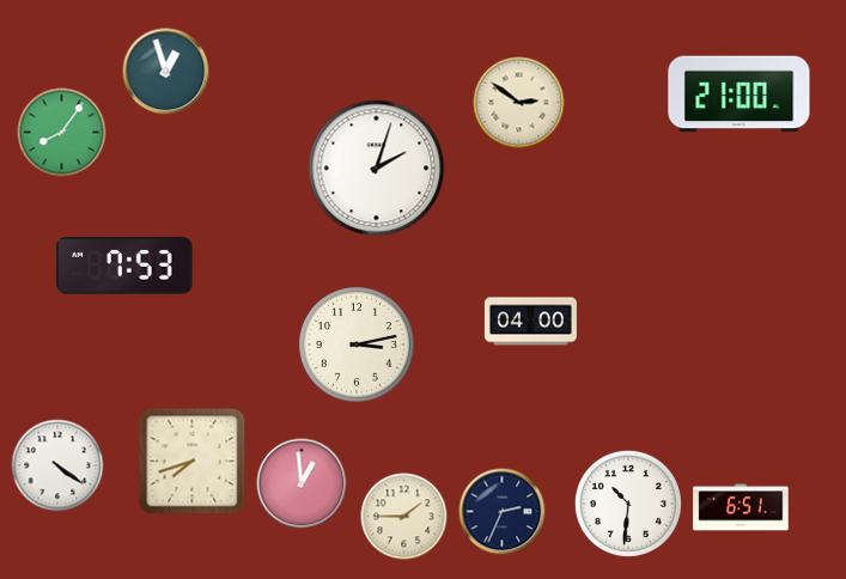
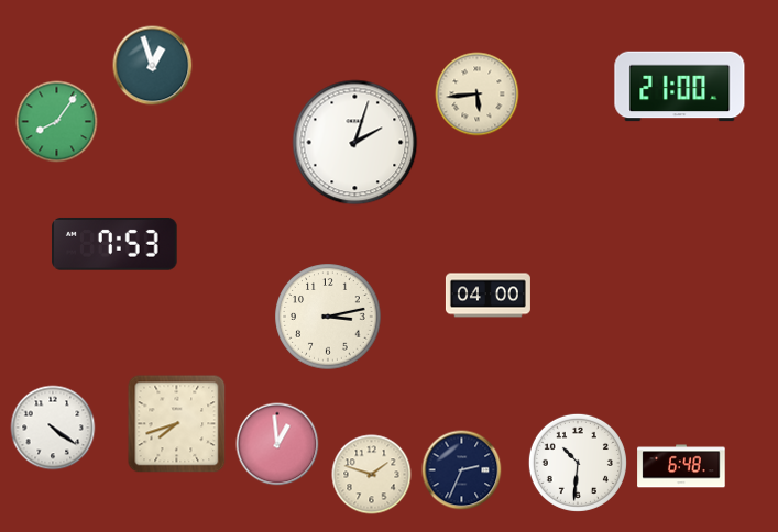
clock at (519, 103): 2:51 -> 5:44
clock at (377, 169) position: (377, 169) -> (355, 143)
clock at (741, 507): 6:51 -> 6:48
clock at (404, 517): 1:45 -> 1:48
